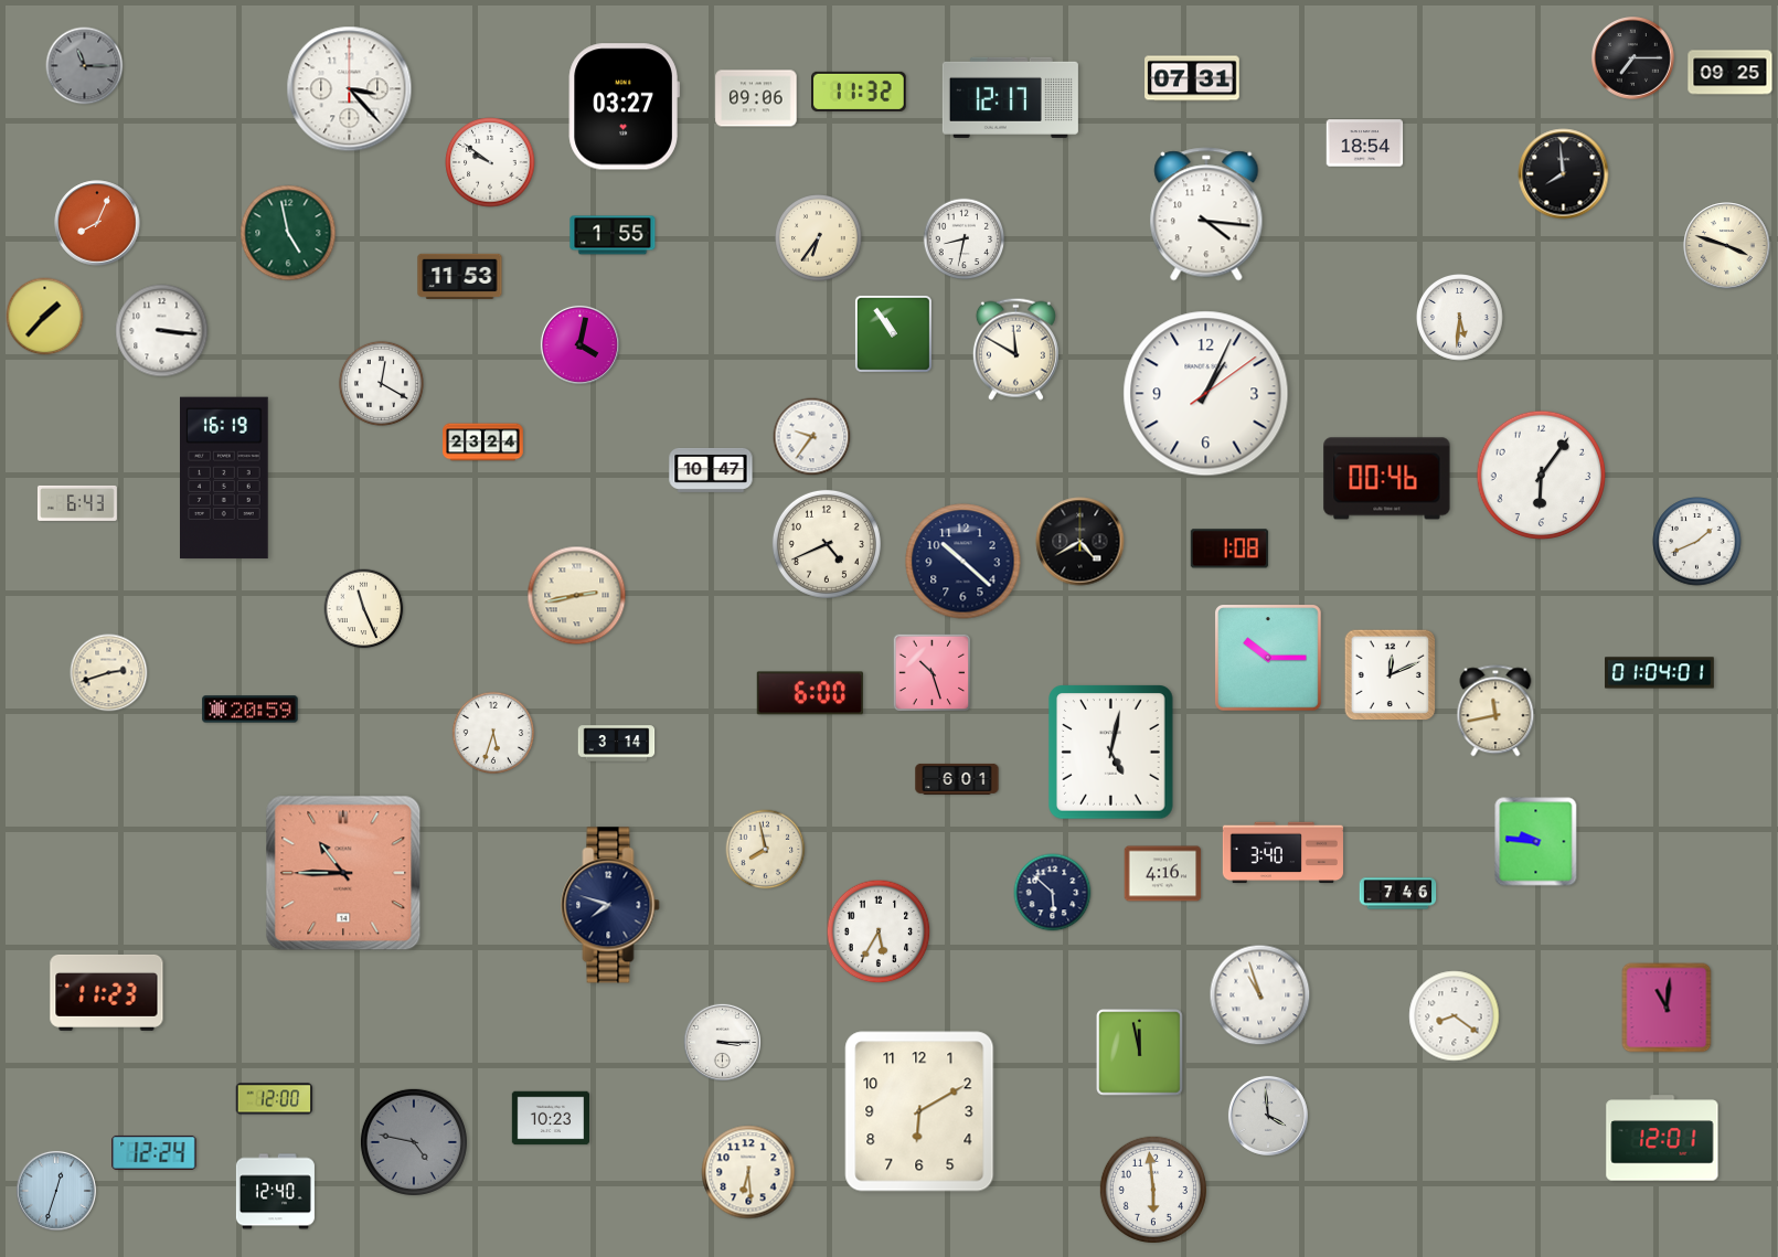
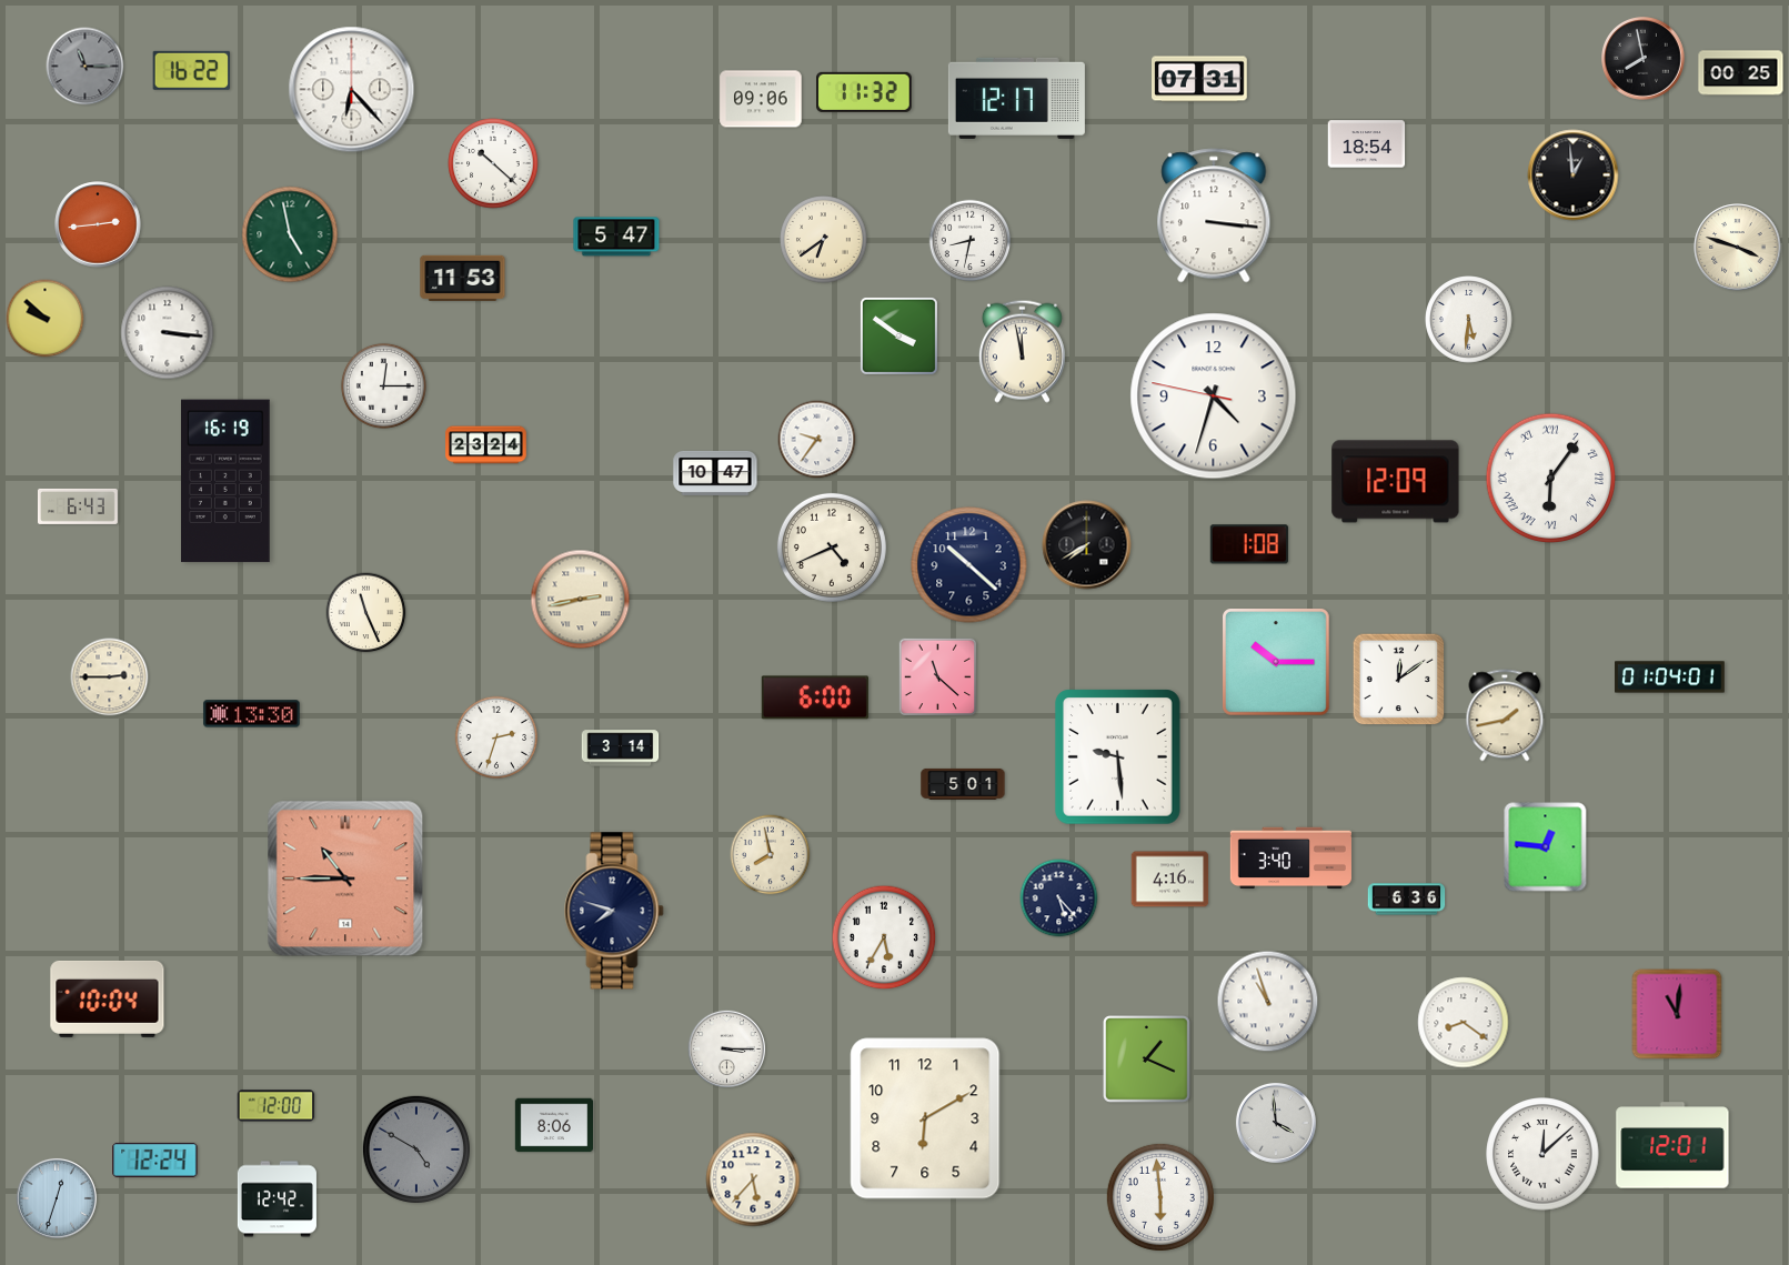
clock at (1633, 58): 7:15 -> 7:58
clock at (191, 70): none -> 16:22
clock at (1731, 73): 09:25 -> 00:25
clock at (350, 89): 3:23 -> 6:23
clock at (624, 107): 03:27 -> none
clock at (1365, 143) position: (1365, 143) -> (1367, 144)
clock at (490, 162): 9:51 -> 10:22
clock at (1564, 174): 7:59 -> 12:59
clock at (1206, 214): 4:16 -> 3:16
clock at (97, 223): 8:04 -> 2:44
clock at (613, 235): 1:55 -> 5:47
clock at (819, 238): 6:36 -> 6:39
clock at (45, 317): 1:37 -> 9:52
clock at (162, 331) position: (162, 331) -> (168, 333)
clock at (893, 333): 10:54 -> 3:51
clock at (579, 344): 4:02 -> none
clock at (1015, 349): 11:50 -> 11:58
clock at (381, 383): 12:20 -> 12:15
clock at (1206, 394): 1:04 -> 4:32
clock at (1542, 476) numerals: Arabic -> Roman
clock at (1387, 479): 00:46 -> 12:09
clock at (1080, 542): 4:40 -> 7:40
clock at (1697, 542): 1:41 -> none
clock at (1229, 548) position: (1229, 548) -> (1249, 544)
clock at (109, 673): 2:42 -> 2:45
clock at (933, 673): 10:27 -> 11:22
clock at (1391, 675): 12:11 -> 12:09
clock at (251, 710): 20:59 -> 13:30
clock at (1495, 711): 11:43 -> 1:43
clock at (493, 733): 5:33 -> 2:33
clock at (1111, 753): 5:02 -> 9:29
clock at (957, 779): 6:01 -> 5:01
clock at (1536, 842): 9:46 -> 12:46
clock at (1053, 893): 5:52 -> 5:23
clock at (1398, 894): 7:46 -> 6:36
clock at (107, 992): 11:23 -> 10:04
clock at (1140, 1053): 11:58 -> 1:19
clock at (550, 1118): 10:23 -> 8:06
clock at (414, 1142): 4:47 -> 4:50
clock at (1542, 1154): none -> 12:08
clock at (748, 1172): 6:29 -> 5:37
clock at (275, 1192): 12:40 -> 12:42
